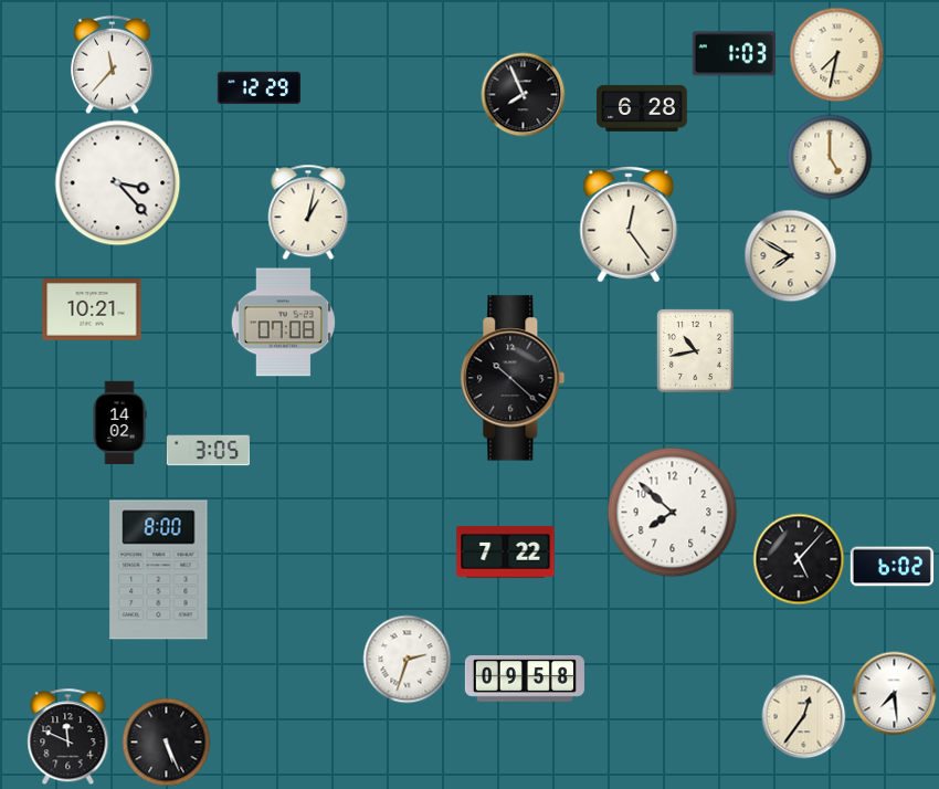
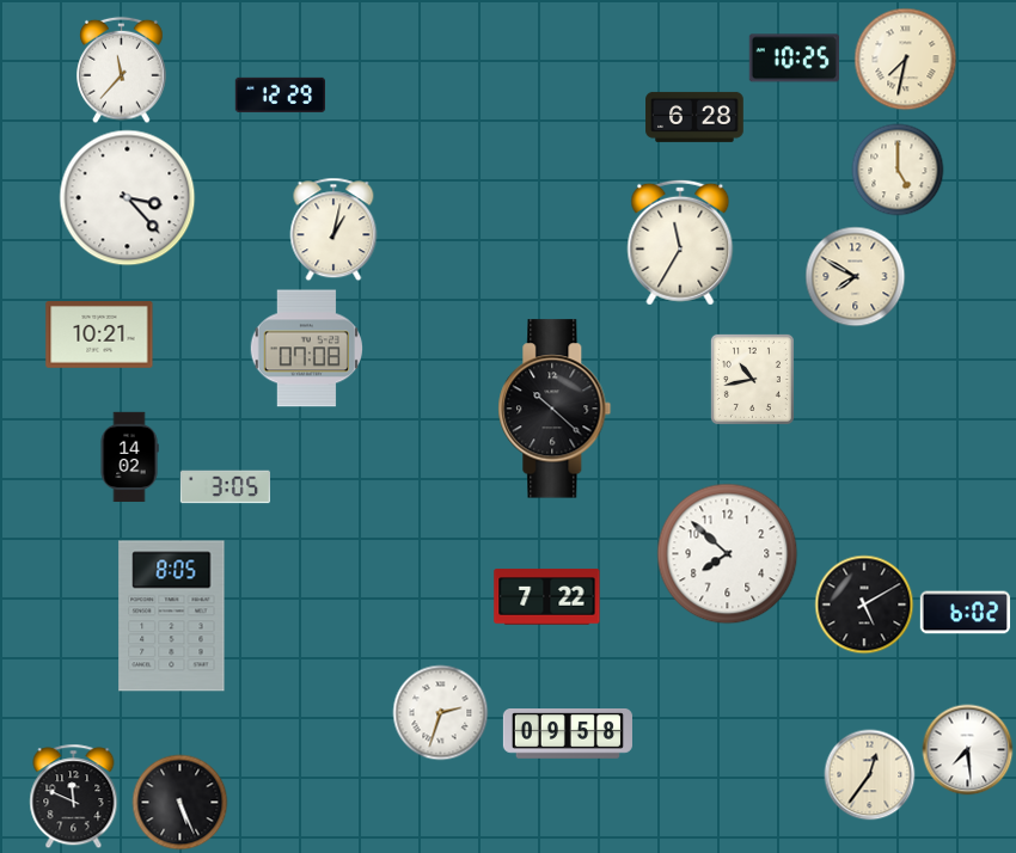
clock at (734, 54): 1:03 -> 10:25
clock at (524, 95): 7:56 -> none
clock at (629, 224): 12:24 -> 11:35
clock at (799, 559): 5:07 -> 5:10
clock at (159, 570): 8:00 -> 8:05
